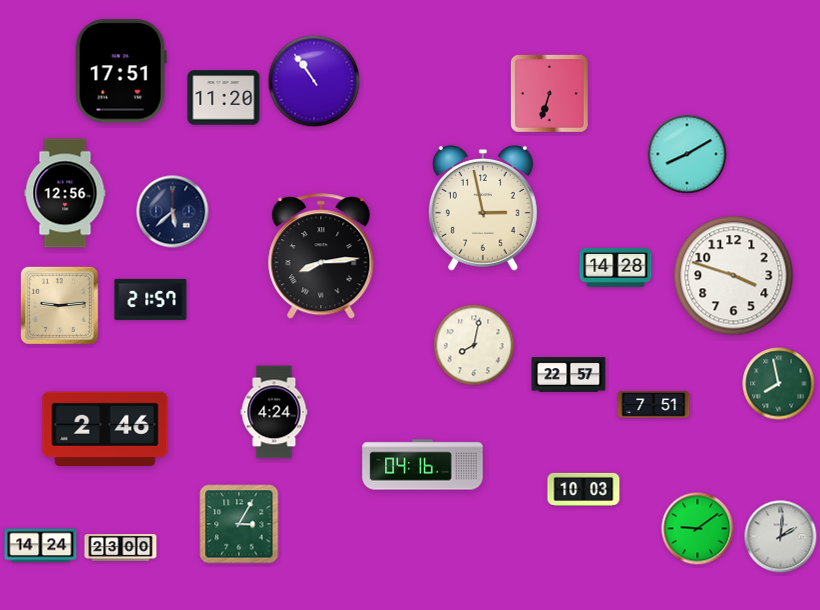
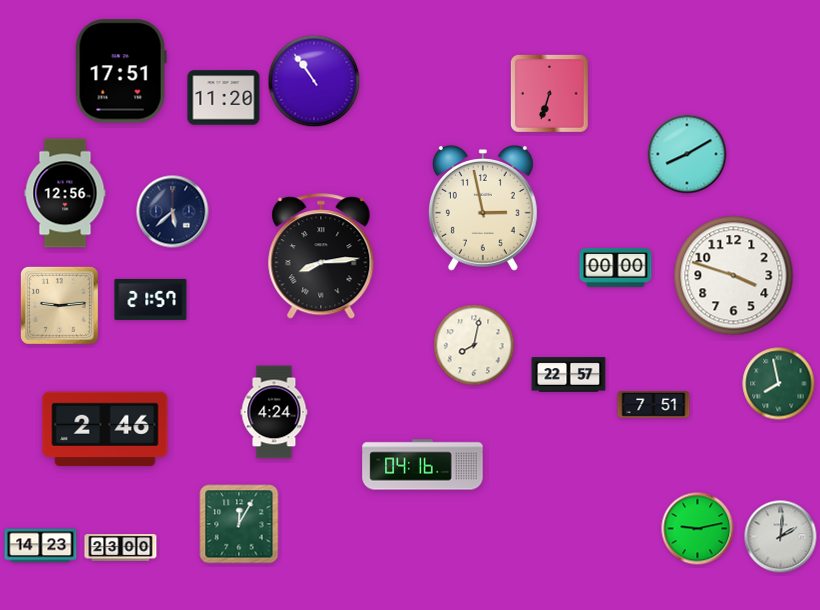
clock at (616, 267): 14:28 -> 00:00
clock at (584, 489): 10:03 -> none
clock at (239, 524): 3:05 -> 12:05
clock at (698, 529): 9:09 -> 9:13
clock at (41, 546): 14:24 -> 14:23
